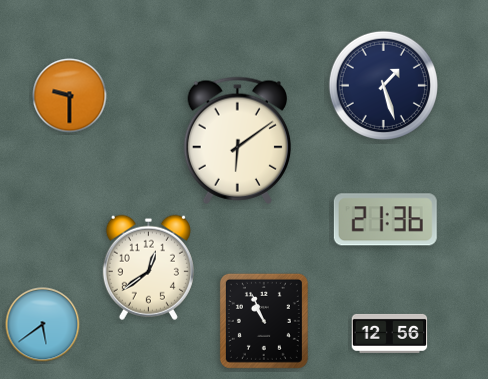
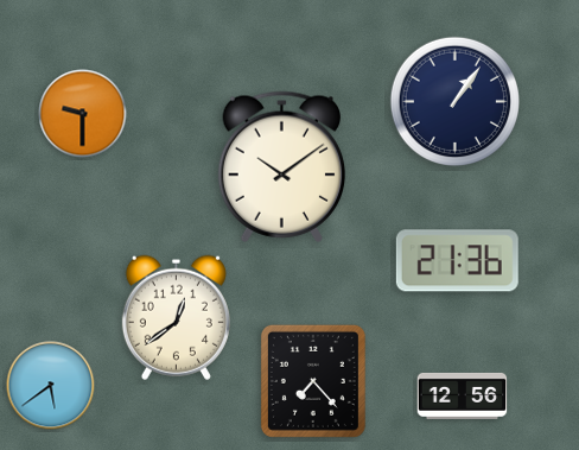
clock at (383, 85): 1:27 -> 1:06
clock at (237, 140): 6:09 -> 10:09
clock at (264, 321): 10:56 -> 7:23
